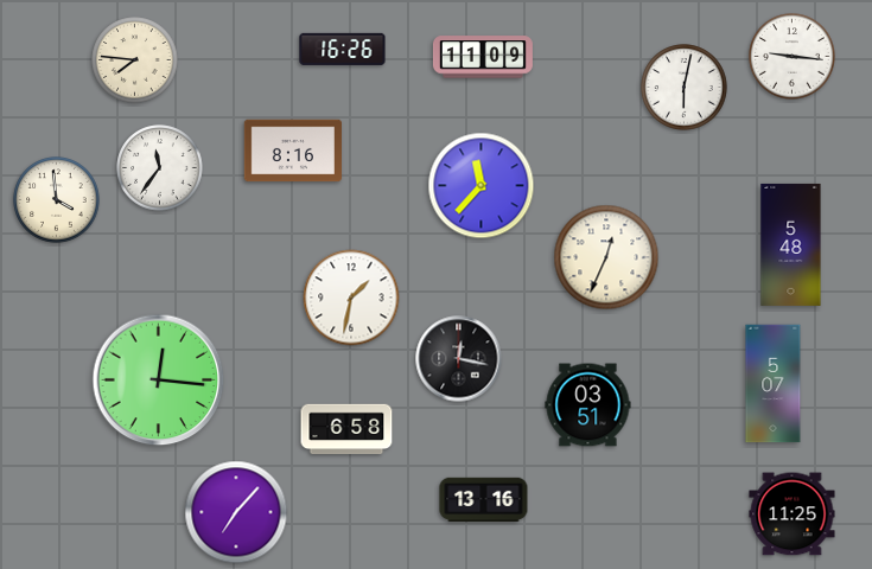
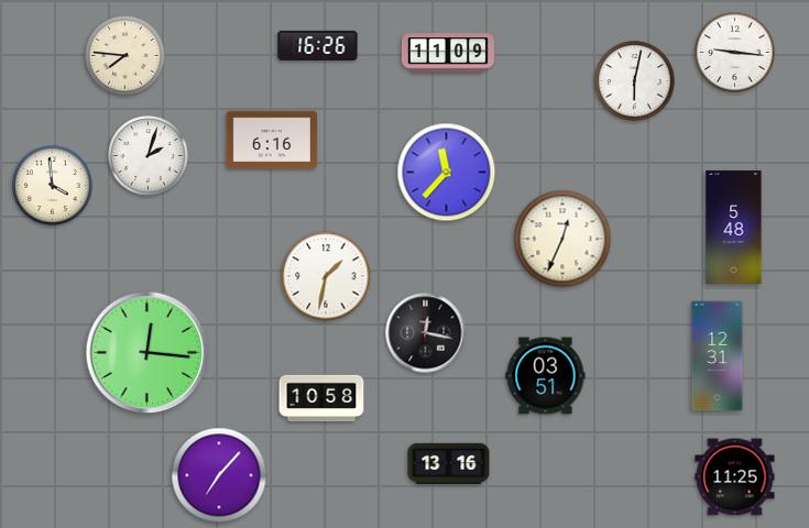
clock at (292, 151): 8:16 -> 6:16
clock at (160, 168): 11:36 -> 2:03
clock at (774, 384): 5:07 -> 12:31
clock at (346, 429): 6:58 -> 10:58
